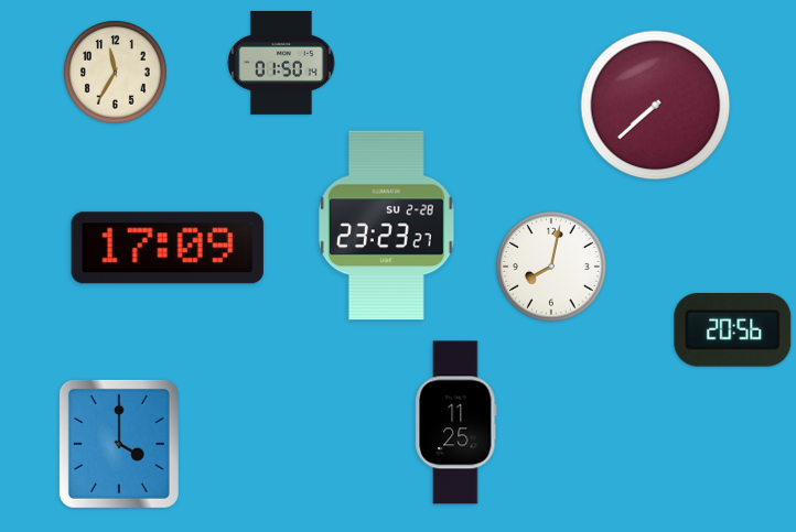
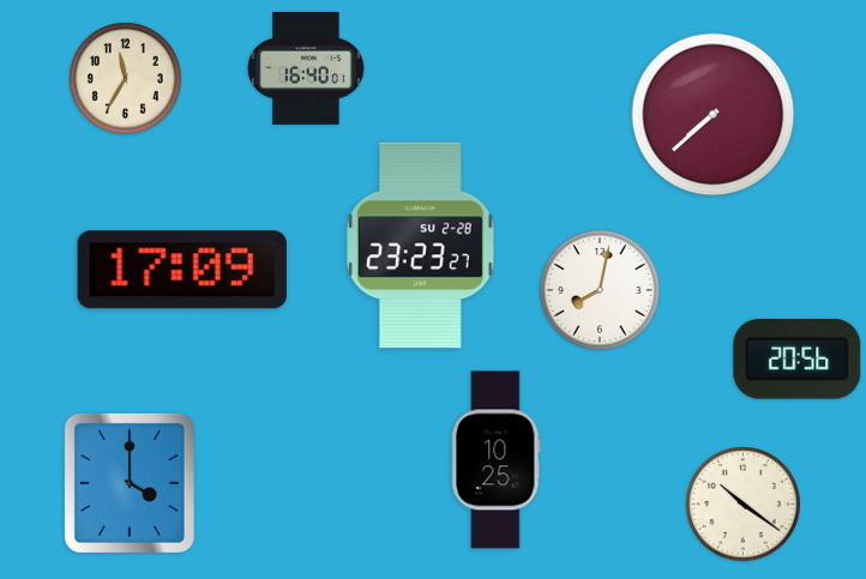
clock at (281, 63): 01:50 -> 16:40
clock at (456, 423): 11:25 -> 10:25
clock at (744, 505): none -> 10:21
